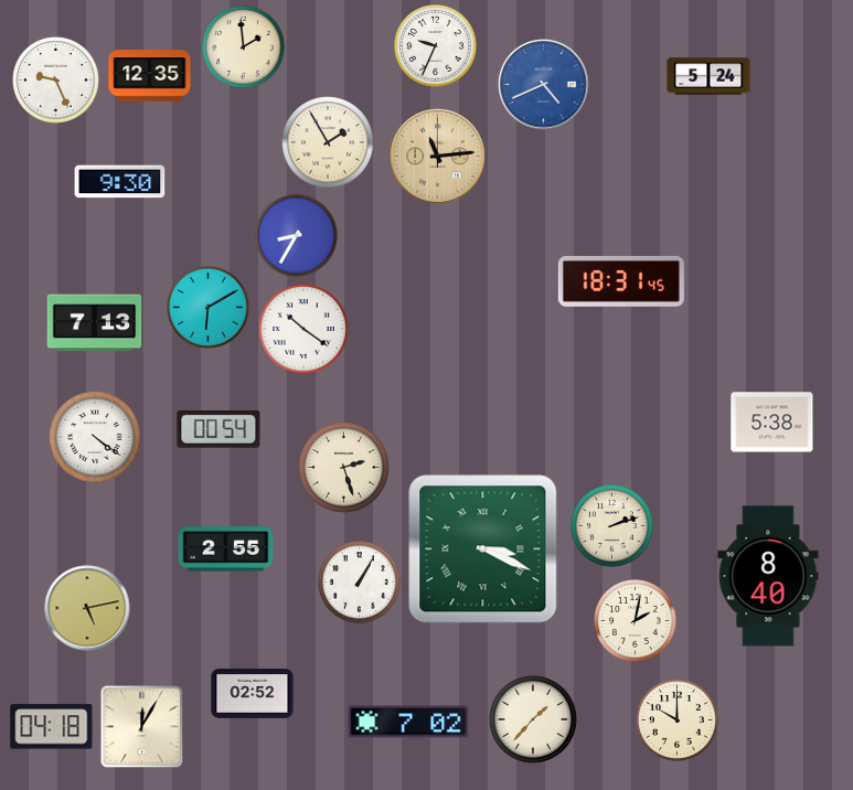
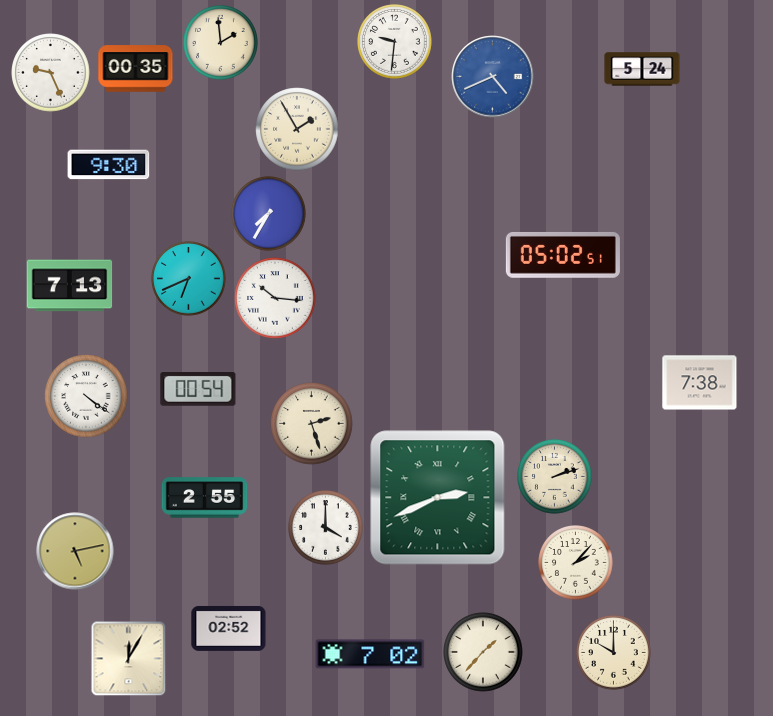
clock at (436, 46): 9:34 -> 9:31
clock at (150, 76): 12:35 -> 00:35
clock at (438, 157): 11:14 -> none
clock at (297, 236): 8:35 -> 7:35
clock at (621, 281): 18:31 -> 05:02
clock at (209, 308): 6:10 -> 6:41
clock at (95, 323) position: (95, 323) -> (70, 286)
clock at (303, 329): 10:21 -> 10:16
clock at (772, 423): 5:38 -> 7:38
clock at (483, 549): 3:19 -> 2:41
clock at (768, 576): 8:40 -> none
clock at (360, 583): 1:05 -> 4:00
clock at (87, 608) position: (87, 608) -> (75, 551)
clock at (636, 621): 2:02 -> 2:07
clock at (52, 727): 04:18 -> none
